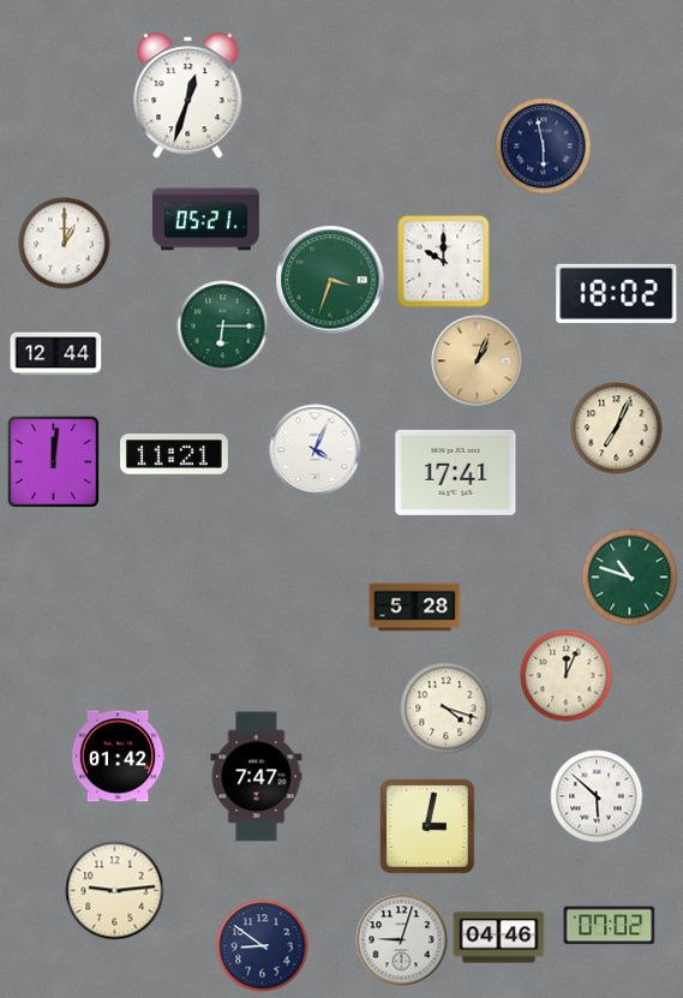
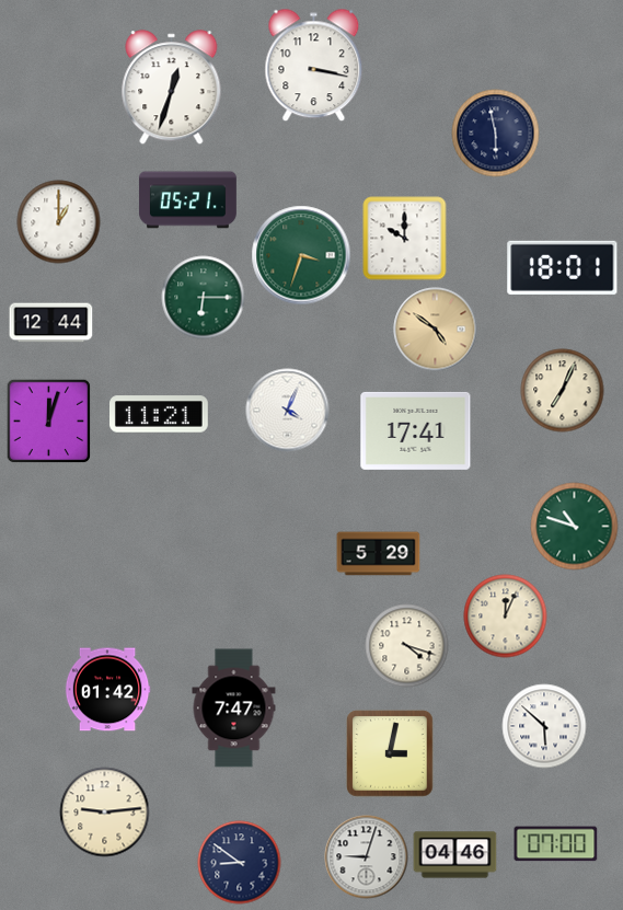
clock at (314, 66): none -> 3:17
clock at (617, 293): 18:02 -> 18:01
clock at (478, 361): 1:04 -> 4:51
clock at (53, 461): 12:01 -> 12:03
clock at (415, 608): 5:28 -> 5:29
clock at (567, 676) position: (567, 676) -> (506, 617)
clock at (610, 926): 07:02 -> 07:00
